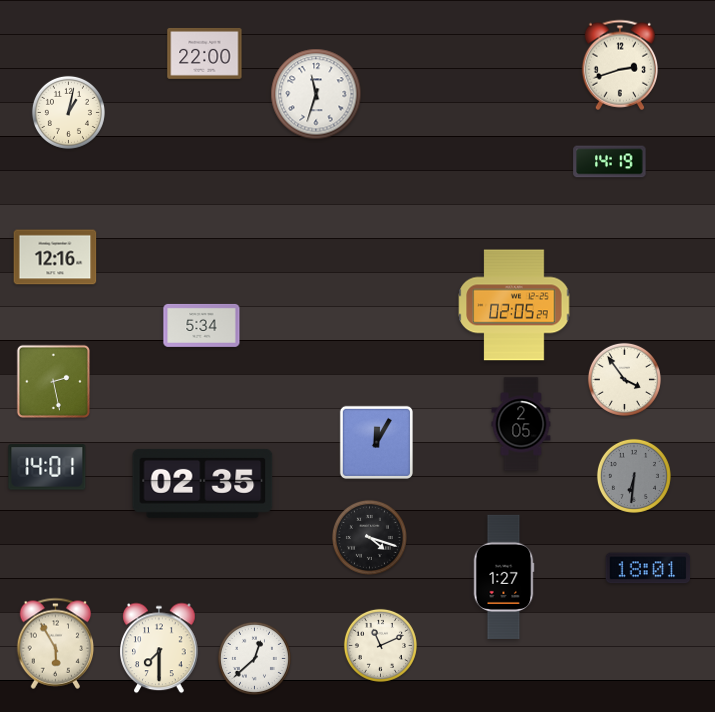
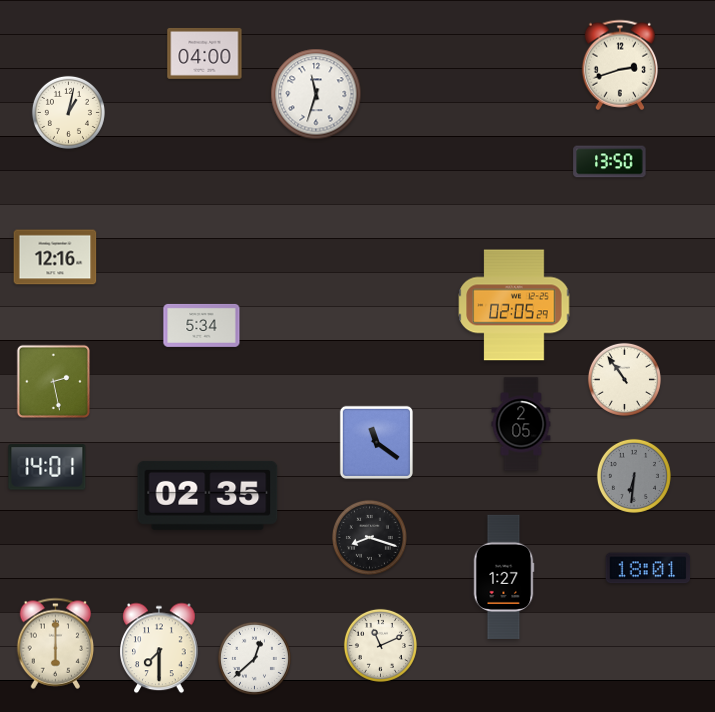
clock at (205, 53): 22:00 -> 04:00
clock at (610, 162): 14:19 -> 13:50
clock at (624, 379): 3:54 -> 10:54
clock at (376, 442): 12:05 -> 11:21
clock at (203, 483) position: (203, 483) -> (208, 495)
clock at (369, 537): 4:18 -> 8:18
clock at (56, 643): 5:55 -> 6:00
